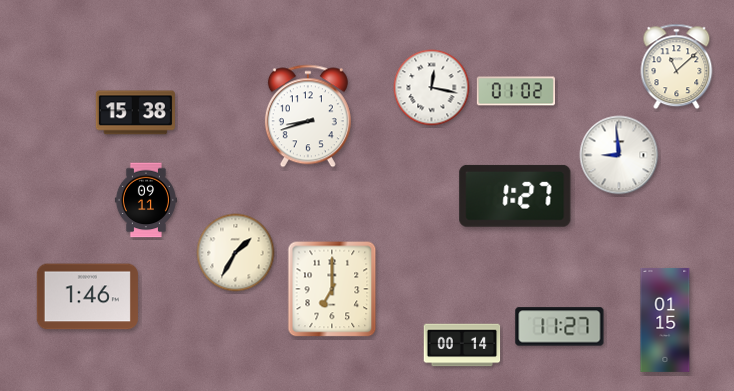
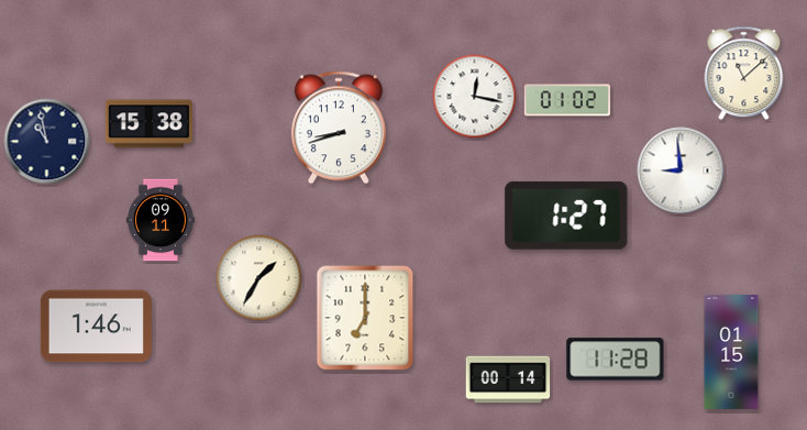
clock at (47, 142): none -> 10:58
clock at (560, 327): 11:27 -> 11:28
